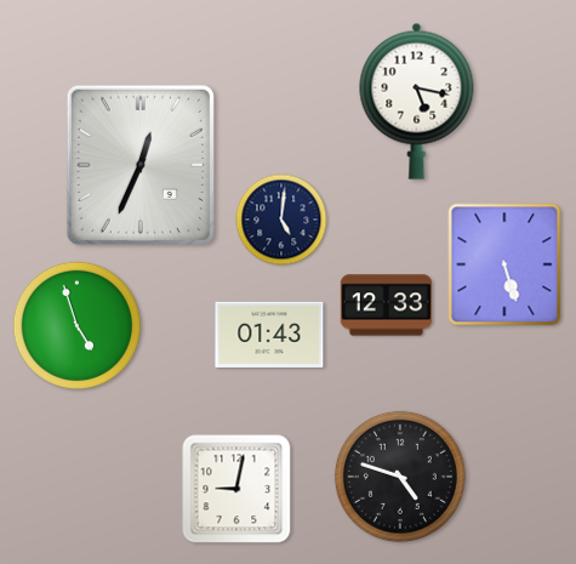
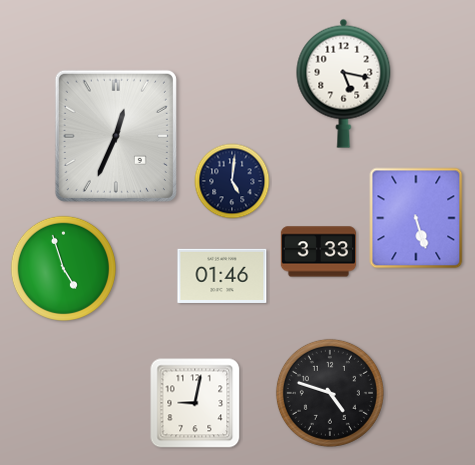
clock at (387, 306): 12:33 -> 3:33
clock at (269, 335): 01:43 -> 01:46
